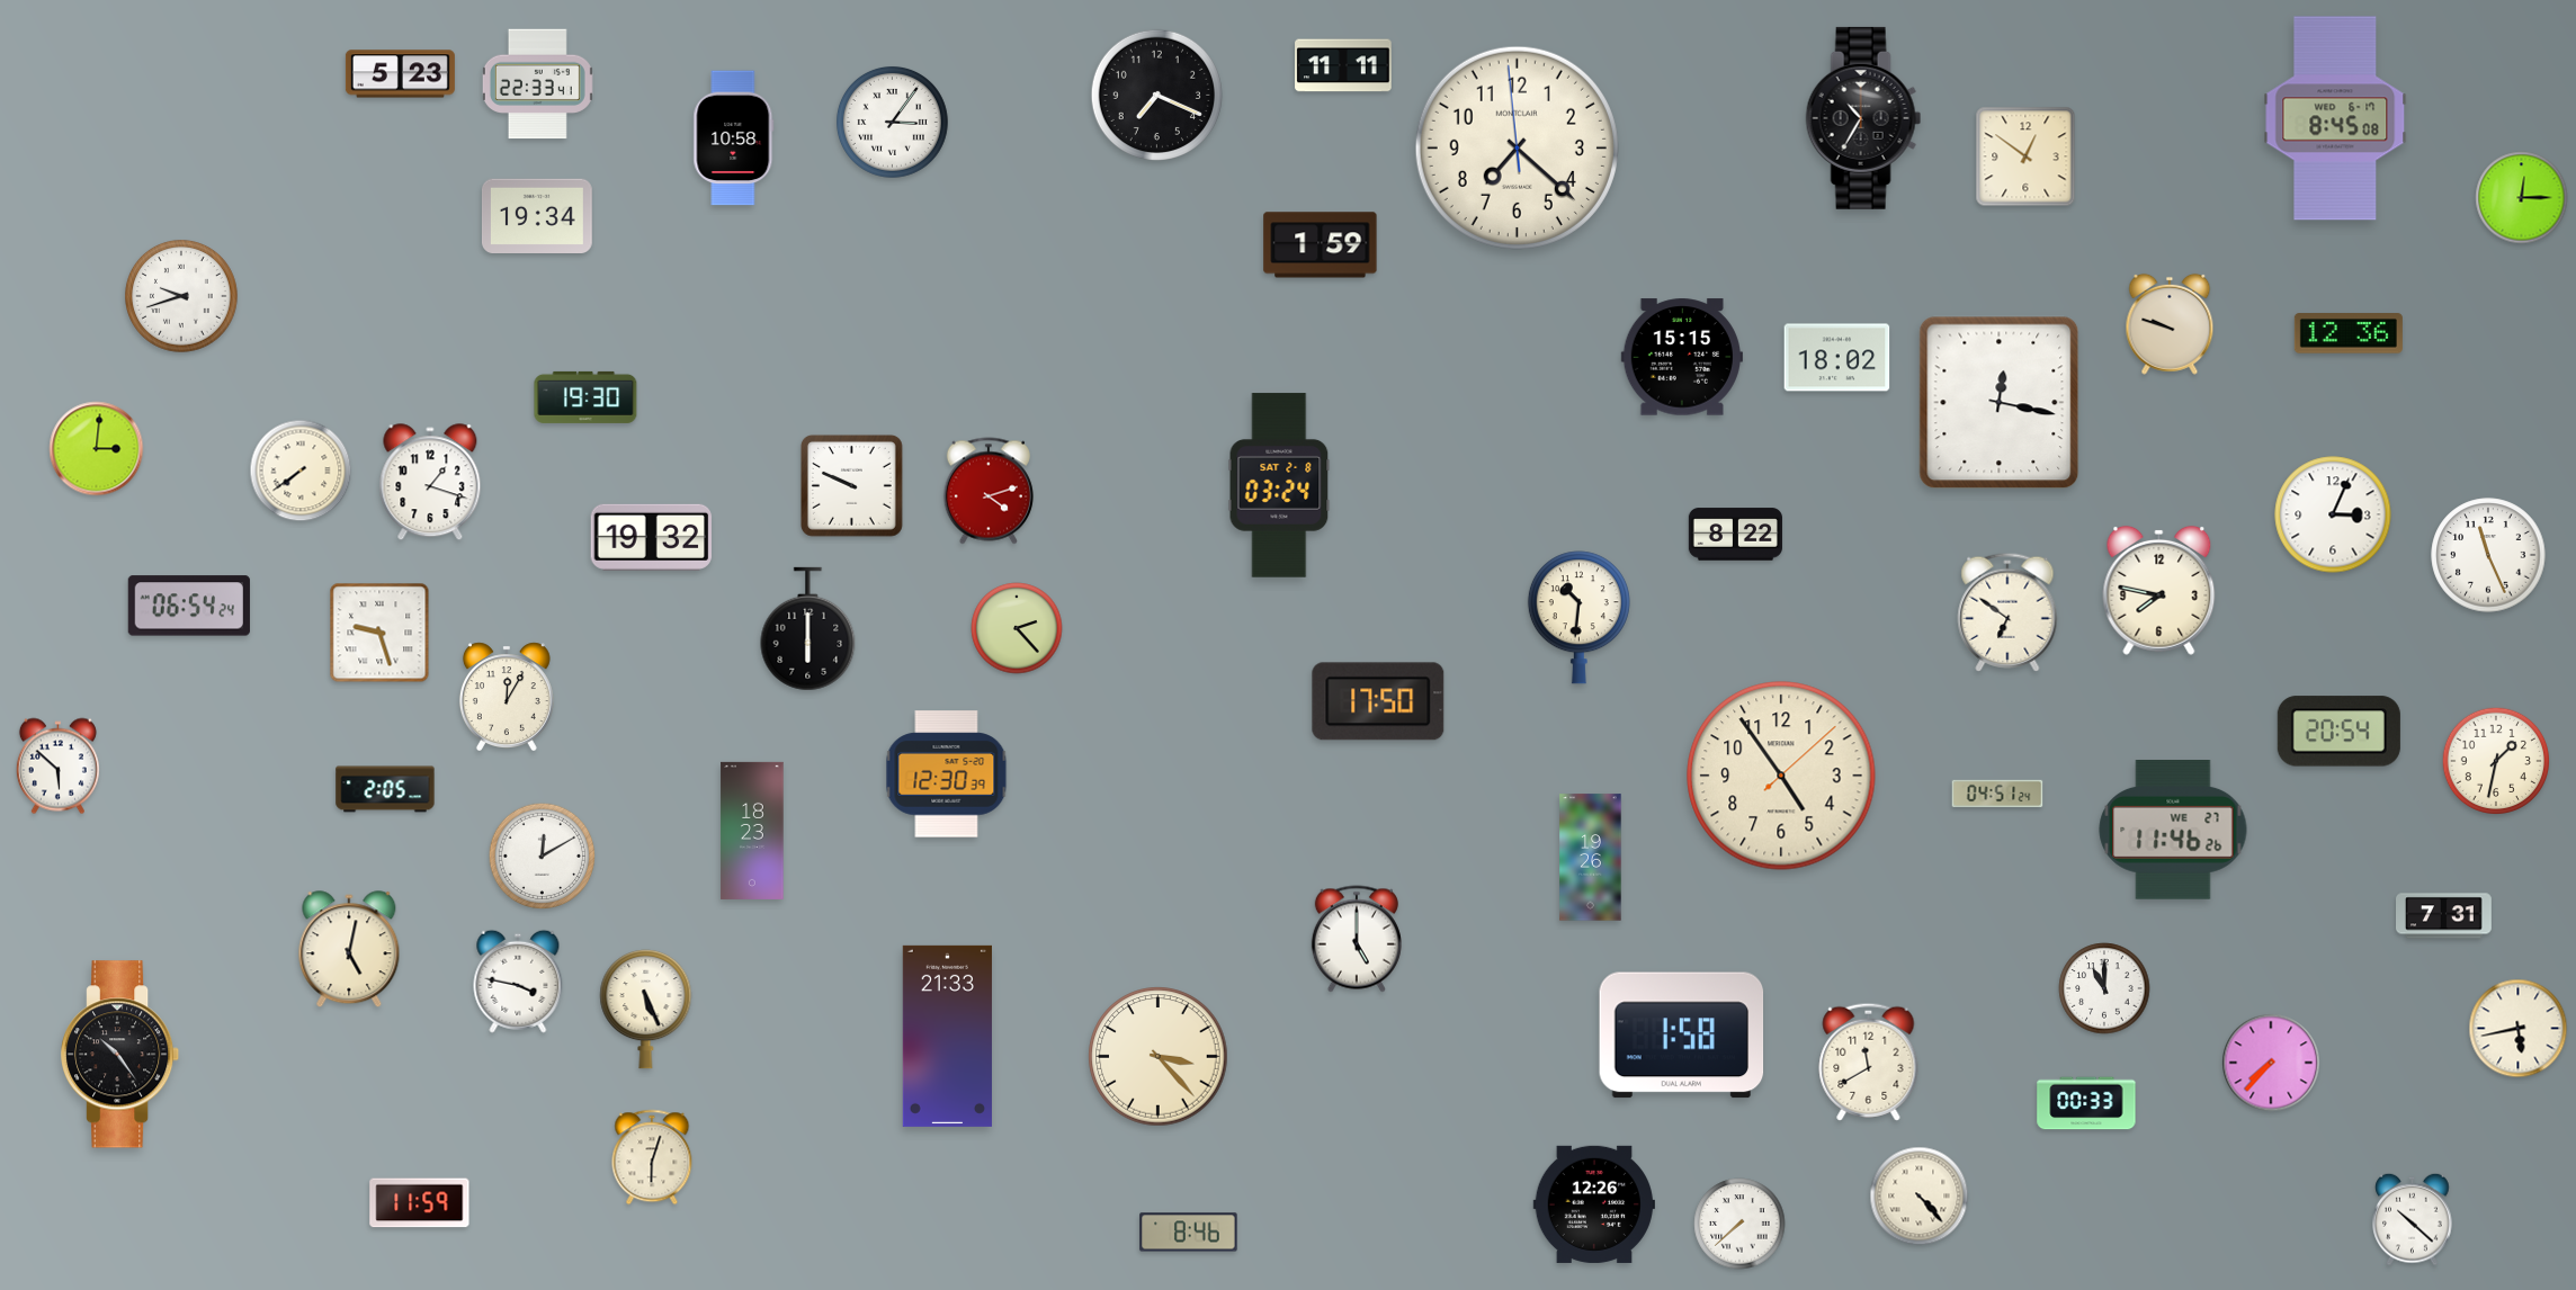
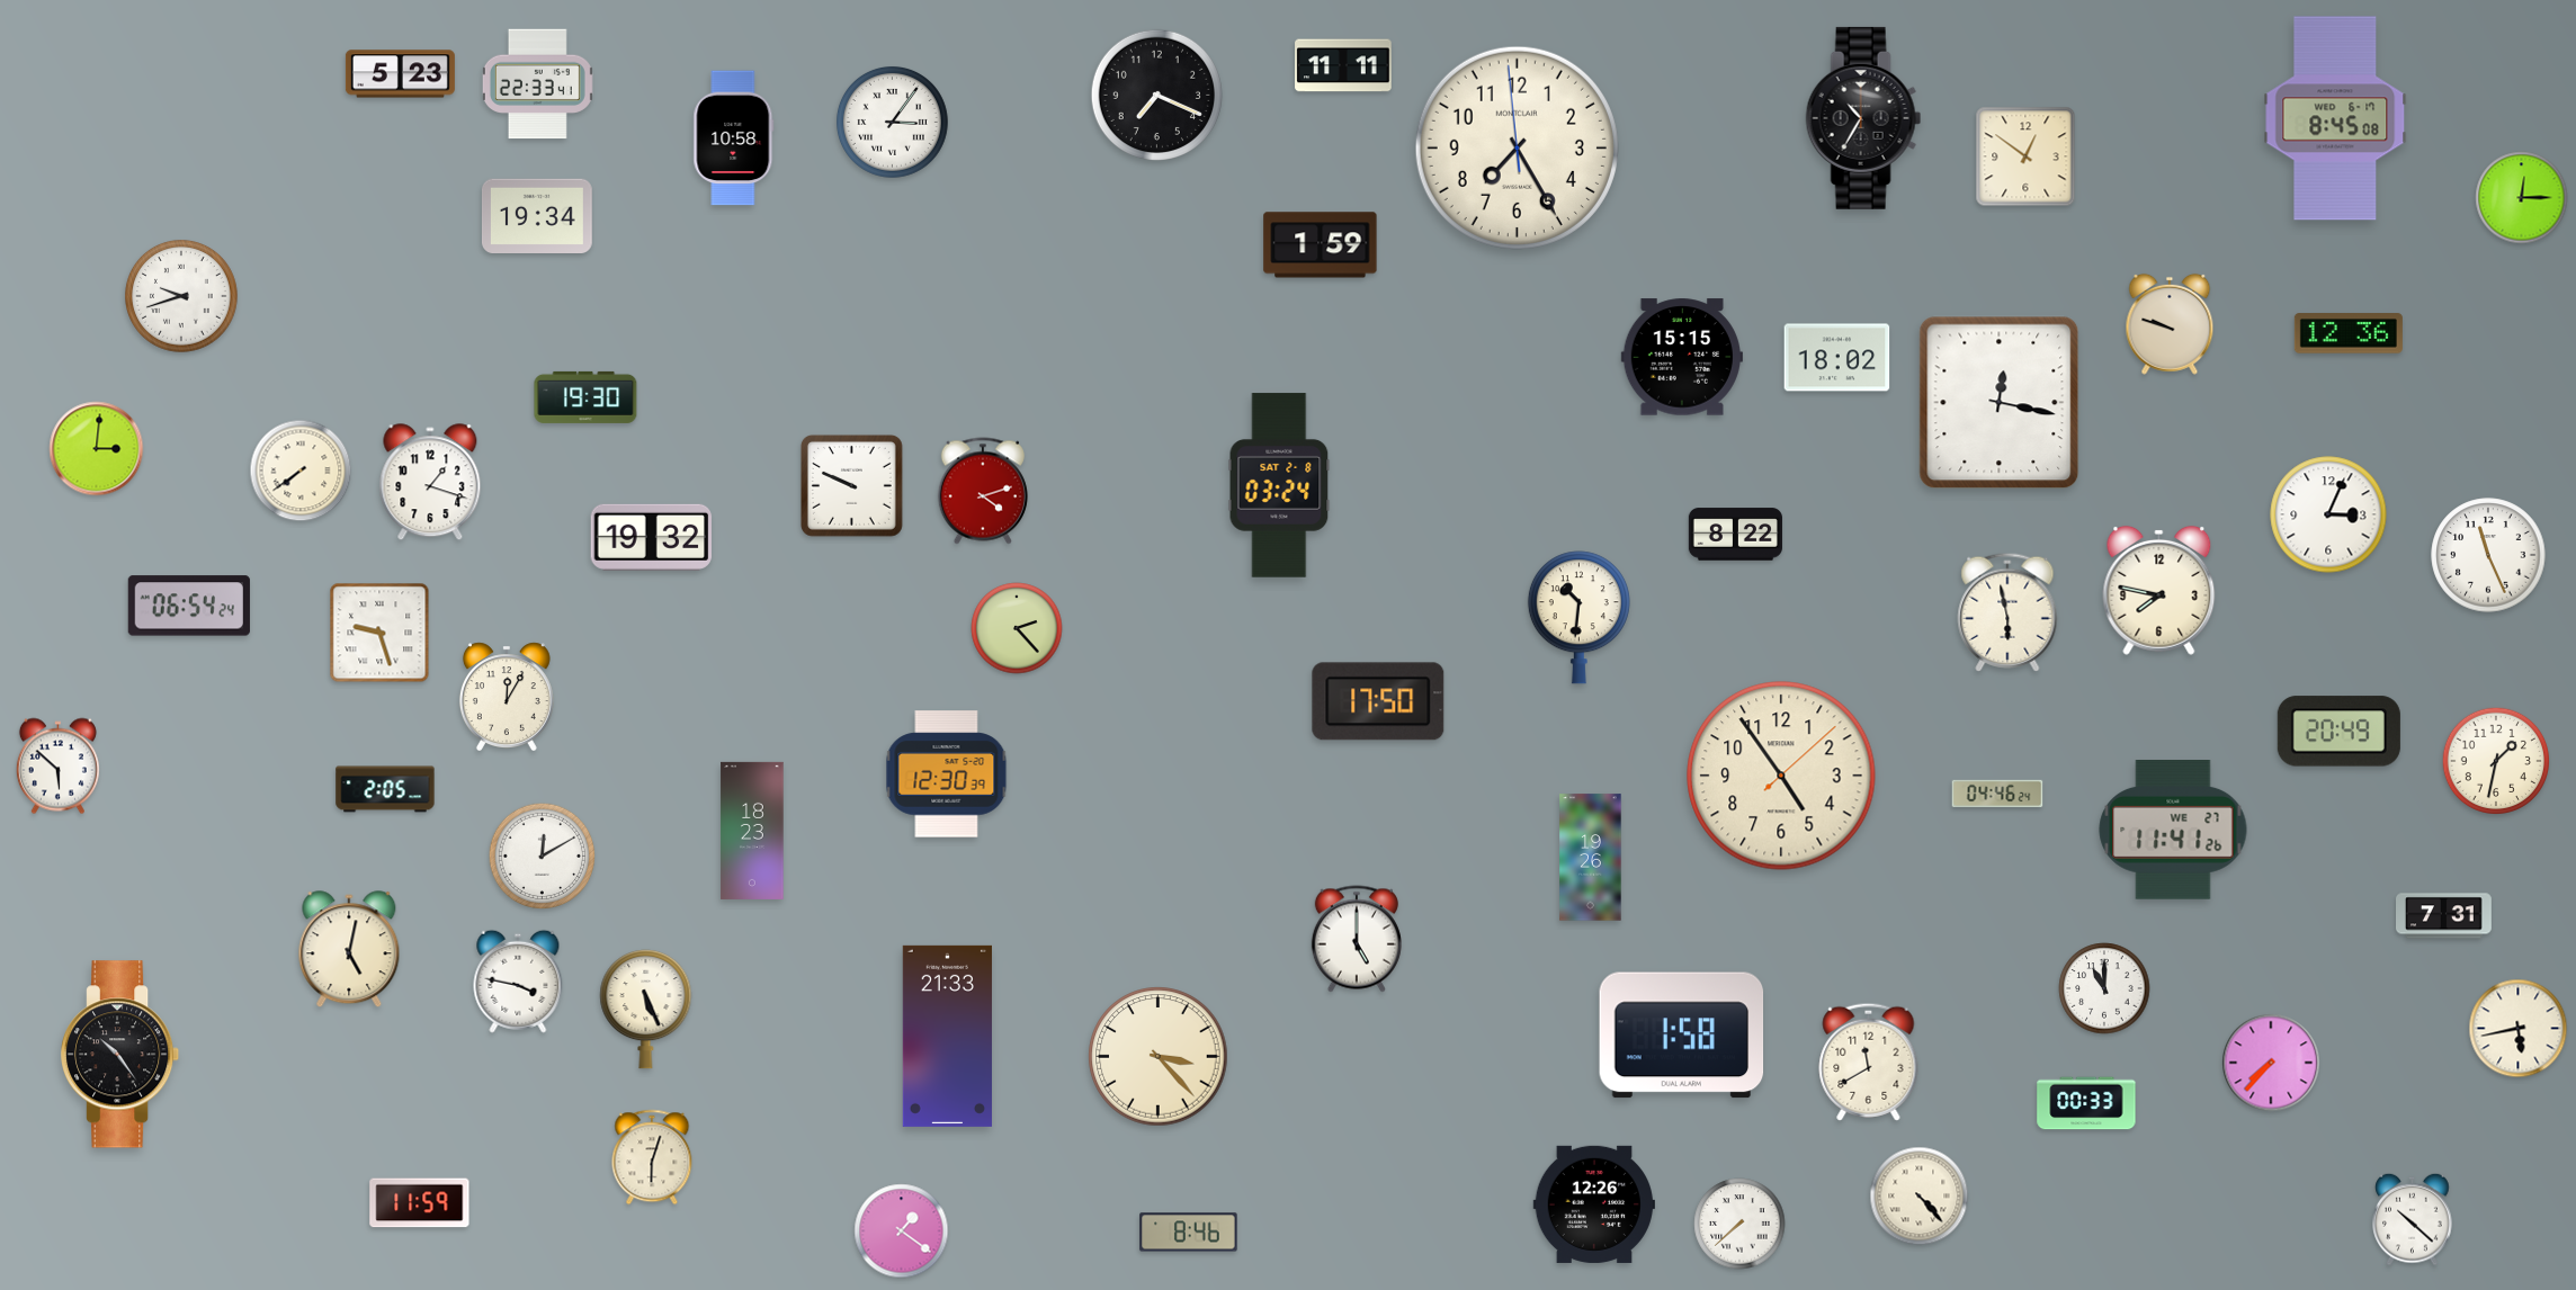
clock at (1517, 147): 7:21 -> 7:24
clock at (989, 491) position: (989, 491) -> (983, 491)
clock at (2333, 514) position: (2333, 514) -> (2328, 514)
clock at (2007, 612): 6:51 -> 5:58
clock at (808, 629): 6:00 -> none
clock at (2338, 732): 20:54 -> 20:49
clock at (1997, 794): 04:51 -> 04:46
clock at (2173, 831): 11:46 -> 11:41
clock at (902, 1231): none -> 1:21
